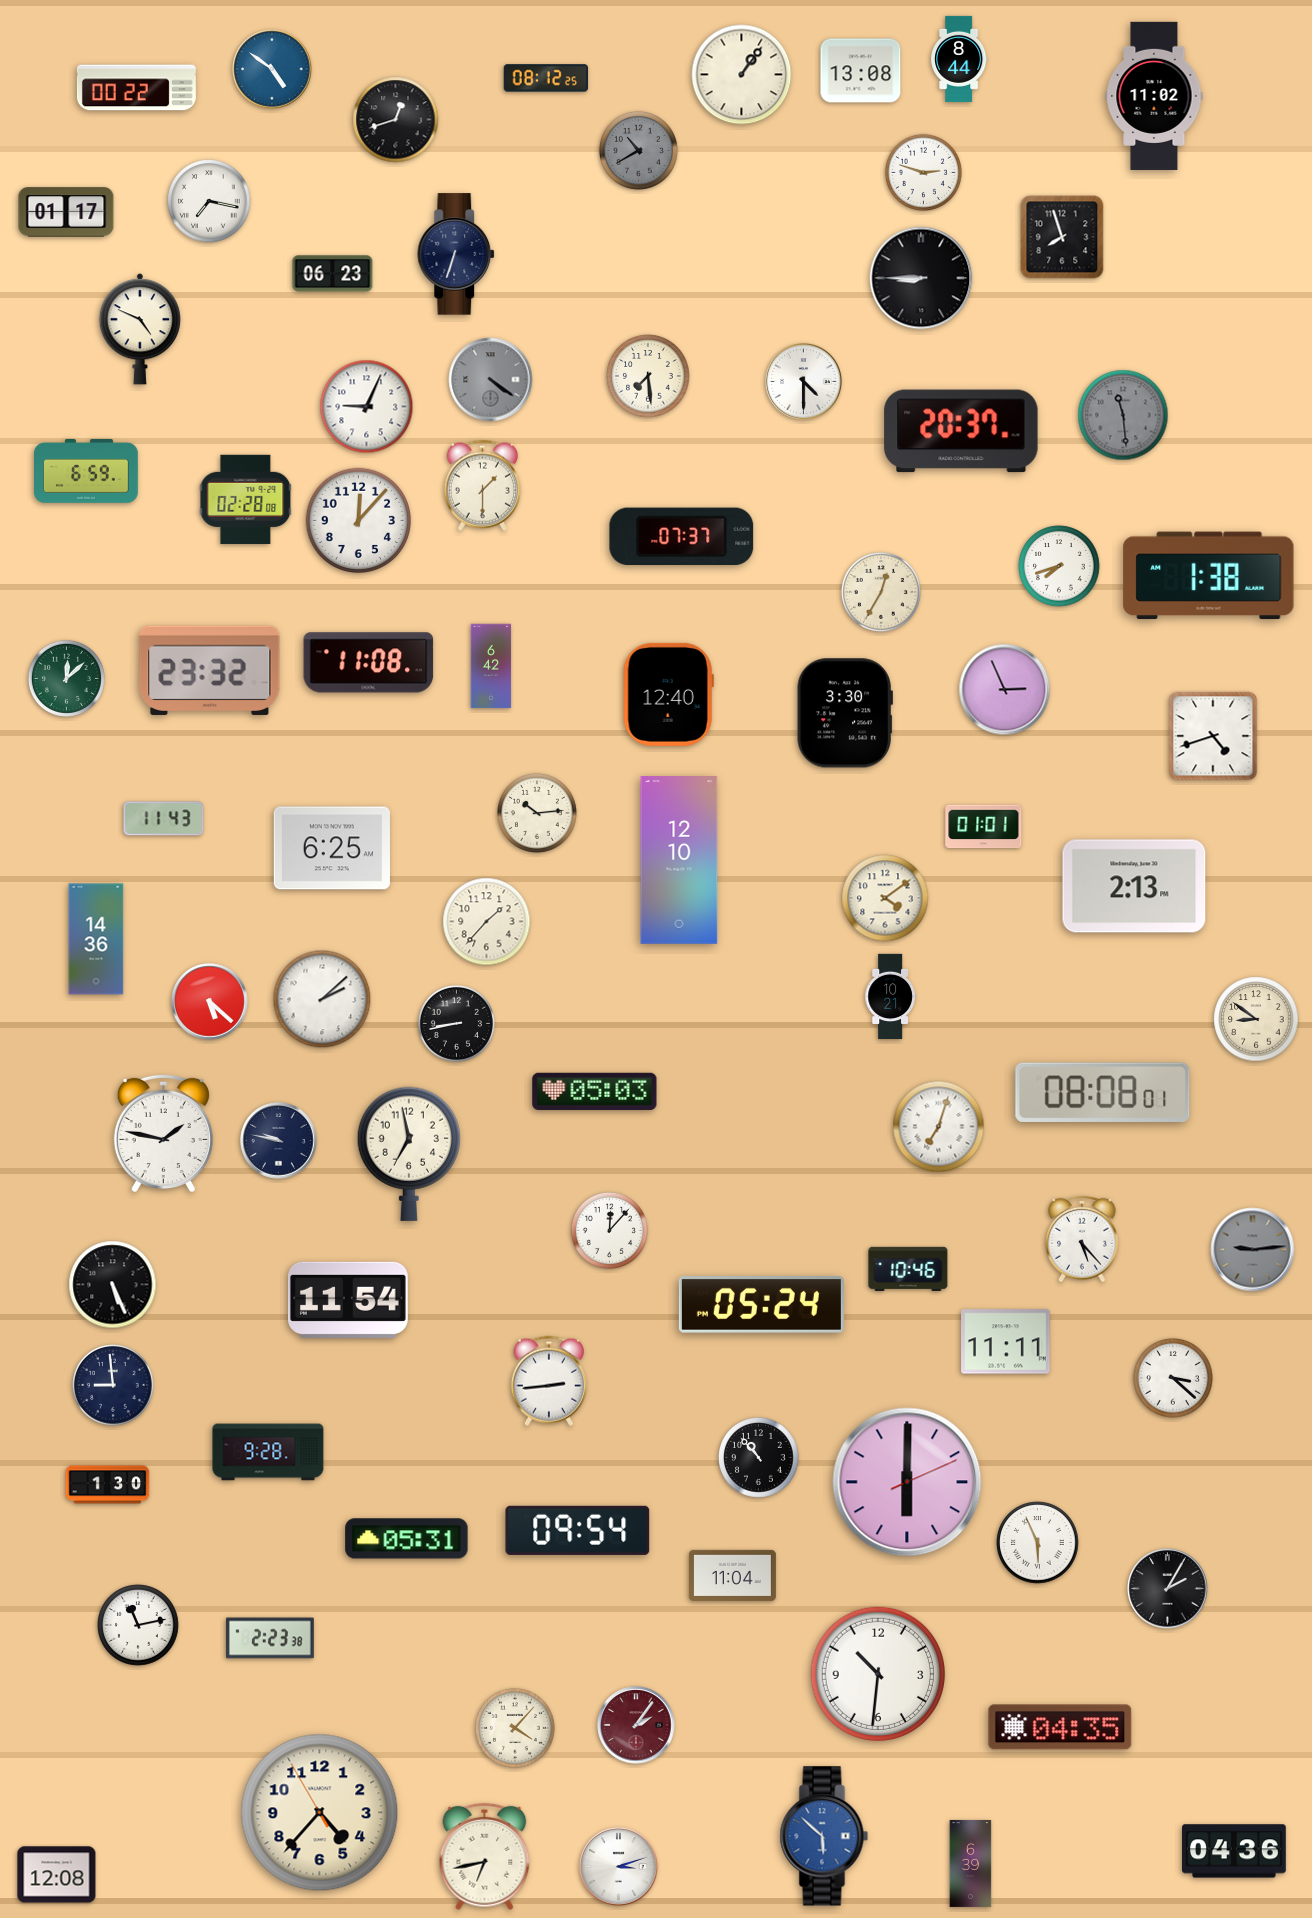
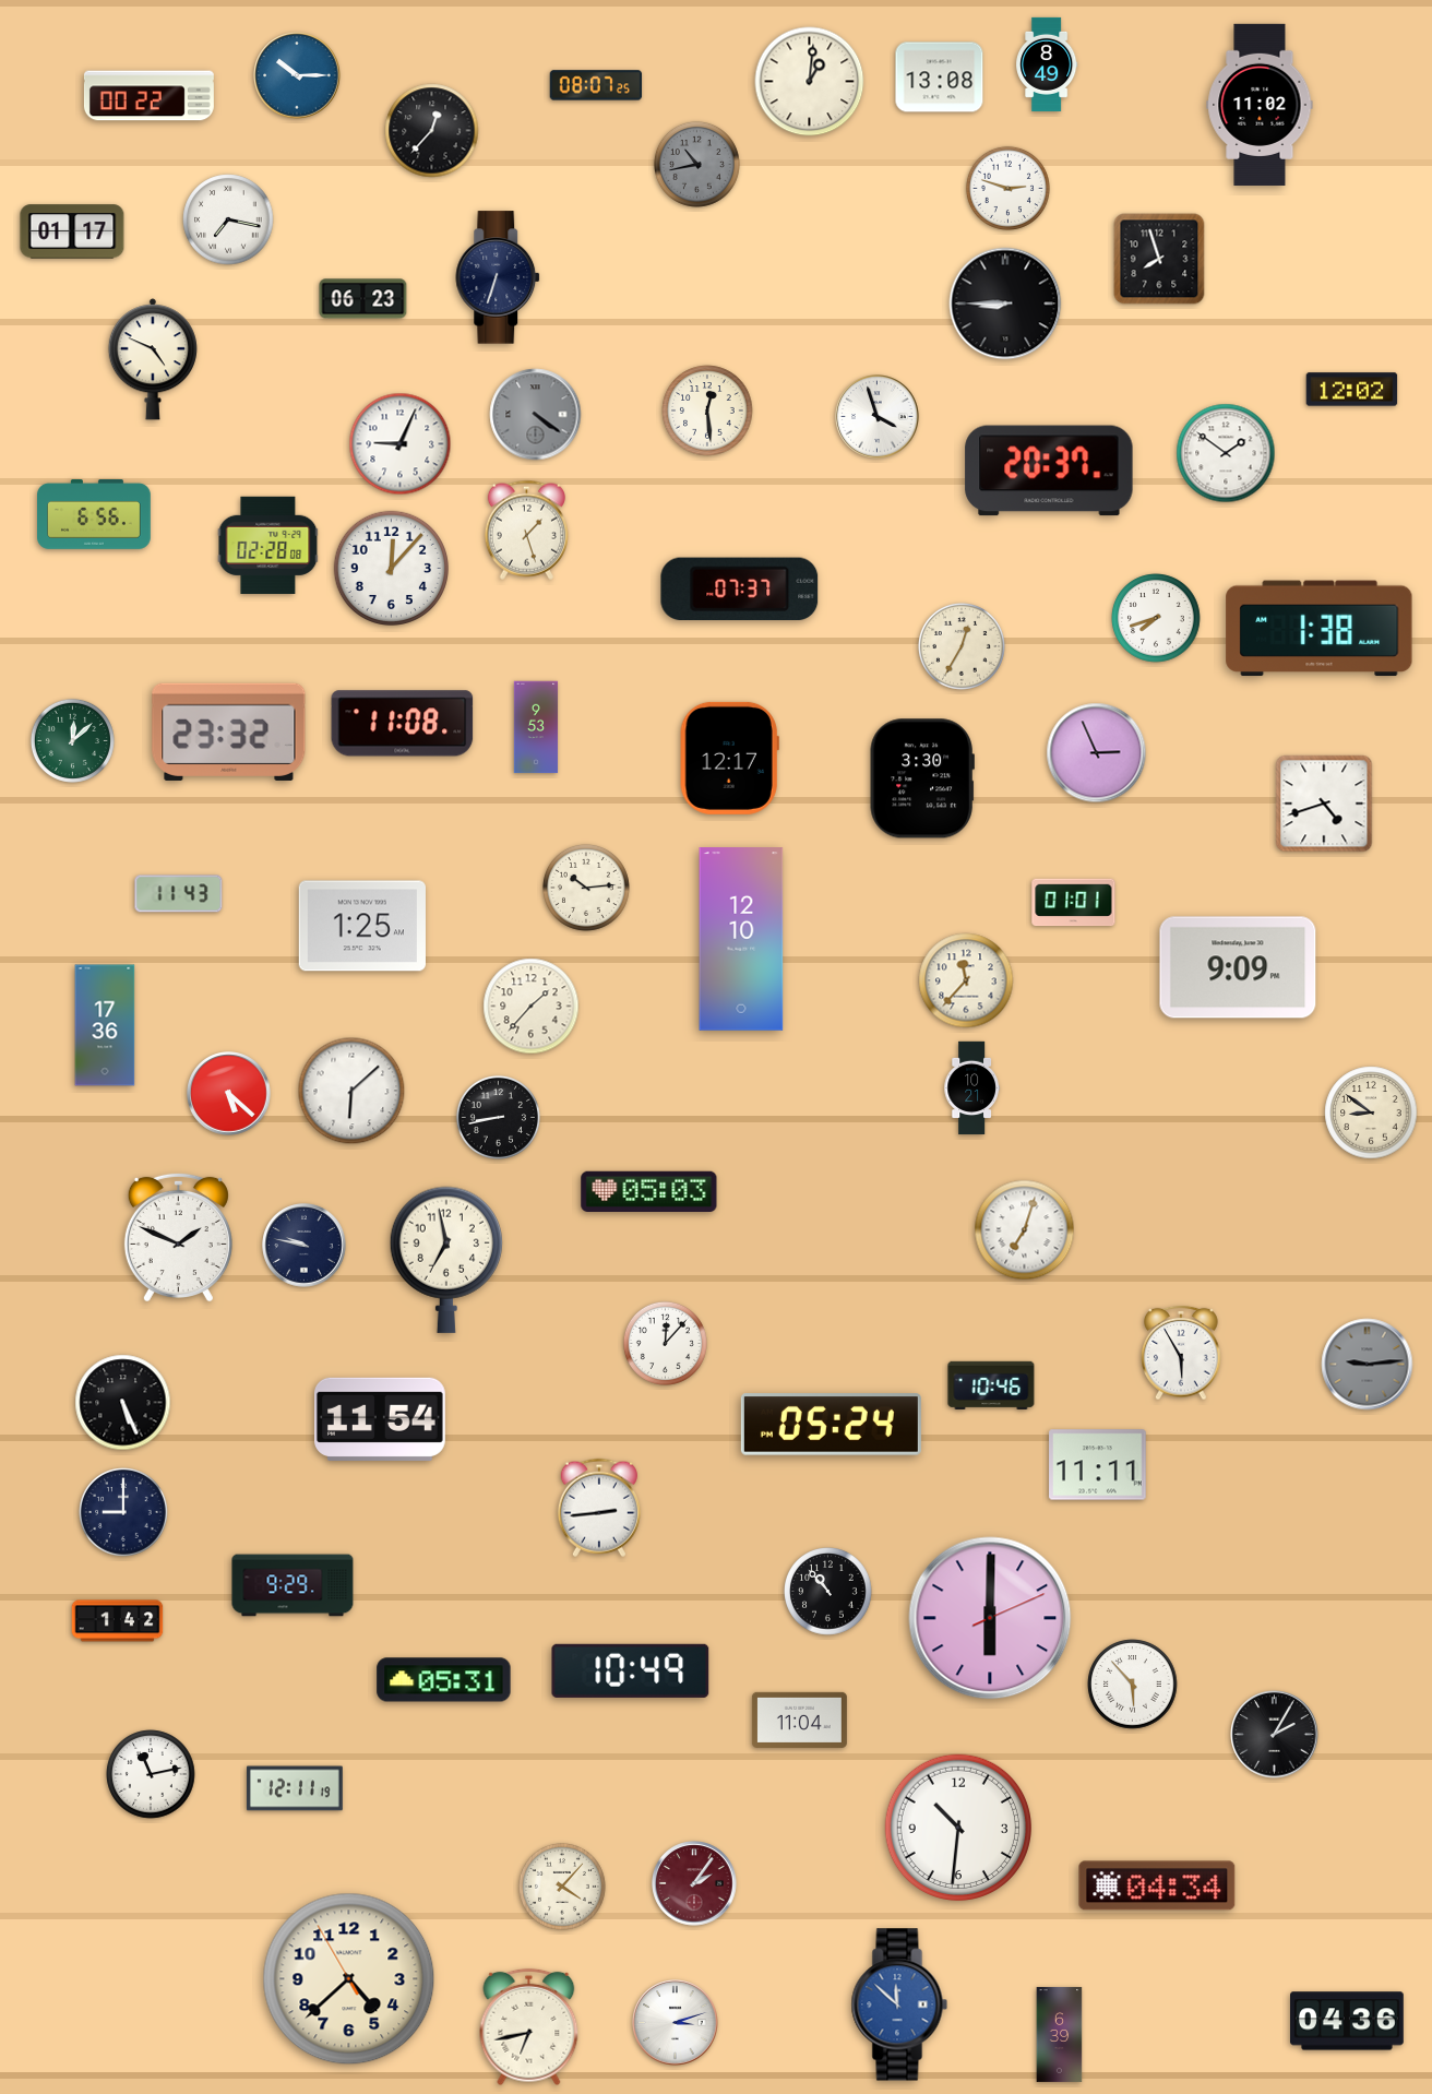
clock at (960, 59): 8:44 -> 8:49
clock at (272, 69): 4:51 -> 10:15
clock at (742, 75): 1:06 -> 1:01
clock at (546, 78): 08:12 -> 08:07
clock at (396, 120): 12:42 -> 12:37
clock at (638, 150): 10:40 -> 10:43
clock at (1352, 390): none -> 12:02
clock at (648, 376): 7:29 -> 12:29
clock at (804, 382): 4:30 -> 3:57
clock at (1123, 415): 11:29 -> 1:51
clock at (1123, 415) dial: grey -> white
clock at (87, 472): 6:59 -> 6:56
clock at (482, 485): 1:30 -> 1:27
clock at (682, 536) position: (682, 536) -> (740, 588)
clock at (491, 666): 6:42 -> 9:53
clock at (668, 694): 12:40 -> 12:17
clock at (332, 848): 6:25 -> 1:25
clock at (1134, 886): 2:13 -> 9:09
clock at (885, 898): 4:09 -> 11:37
clock at (96, 939): 14:36 -> 17:36
clock at (322, 999): 2:08 -> 6:08
clock at (1103, 1092): 08:08 -> none
clock at (163, 1132): 1:47 -> 1:49
clock at (1082, 1239): 5:23 -> 5:55
clock at (1173, 1378): 3:22 -> none
clock at (113, 1385): 8:59 -> 9:00
clock at (268, 1452): 9:28 -> 9:29
clock at (108, 1485): 1:30 -> 1:42
clock at (578, 1530): 09:54 -> 10:49
clock at (1038, 1543): 5:56 -> 5:53
clock at (270, 1638): 2:23 -> 12:11
clock at (1060, 1727): 04:35 -> 04:34
clock at (320, 1813): 4:36 -> 4:37
clock at (824, 1836): 5:52 -> 11:52
clock at (619, 1867) position: (619, 1867) -> (676, 2023)
clock at (57, 1875): 12:08 -> none
